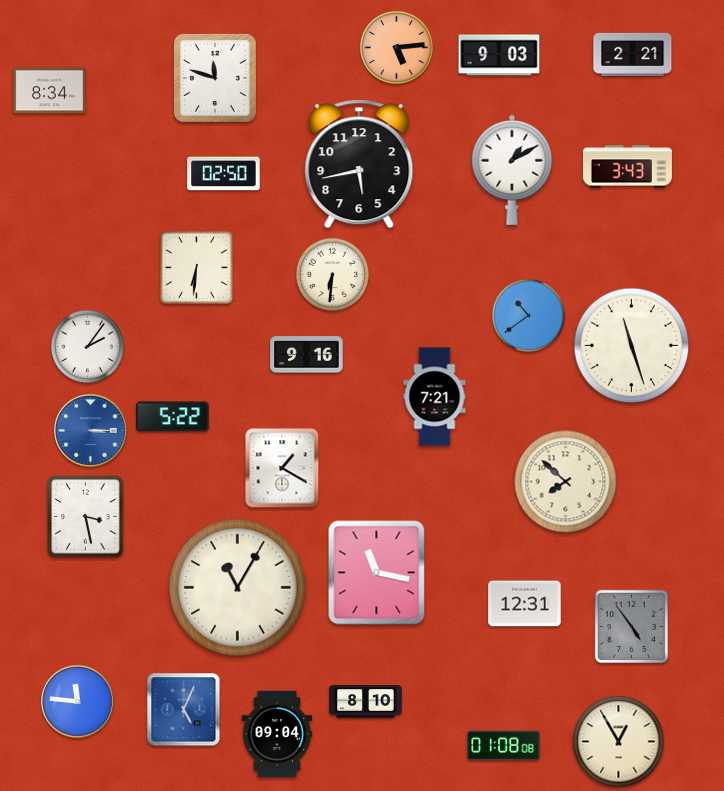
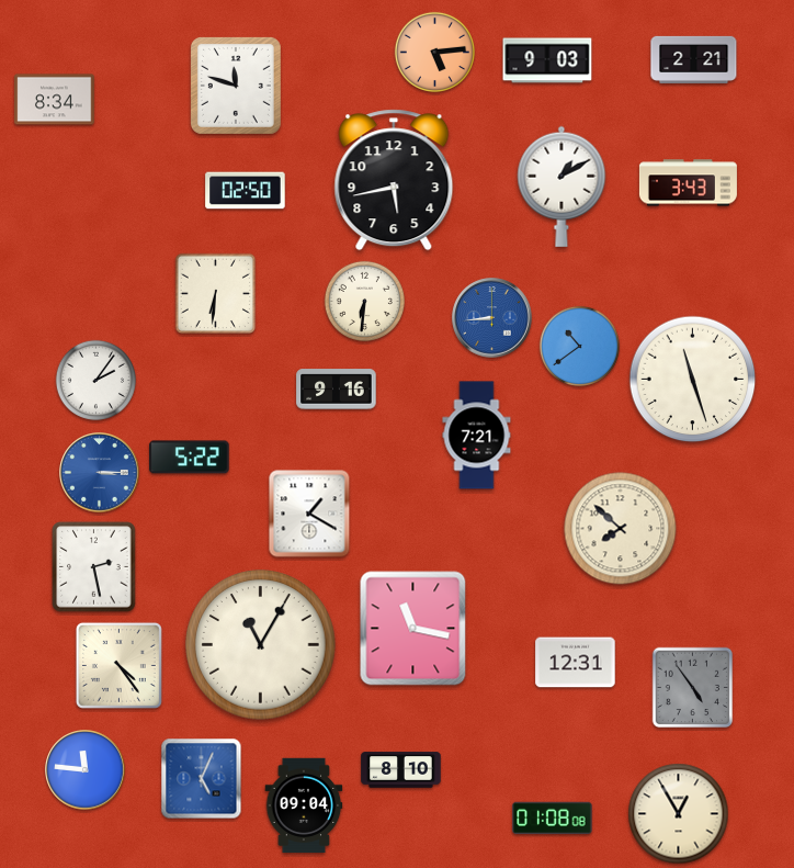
clock at (492, 318): none -> 8:44
clock at (86, 517): 3:28 -> 2:28
clock at (118, 665): none -> 4:24
